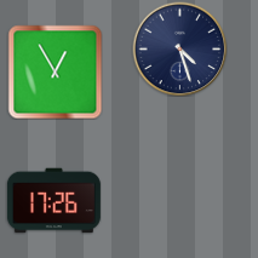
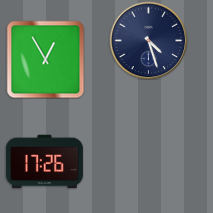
clock at (53, 201) position: (53, 201) -> (44, 162)
